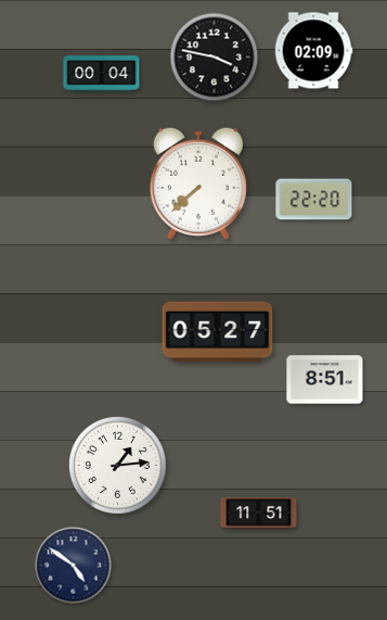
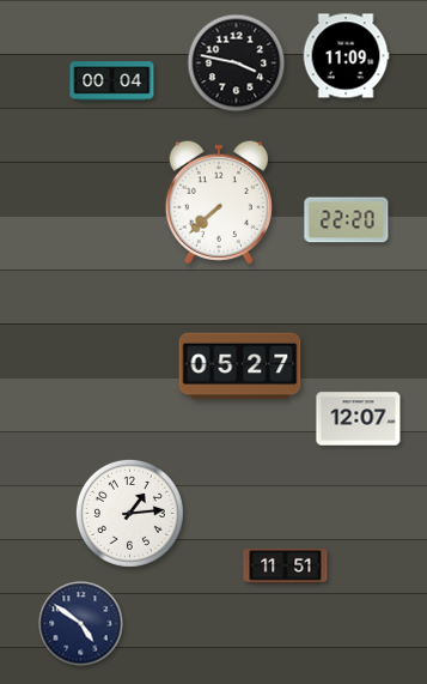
clock at (313, 51): 02:09 -> 11:09
clock at (325, 380): 8:51 -> 12:07
